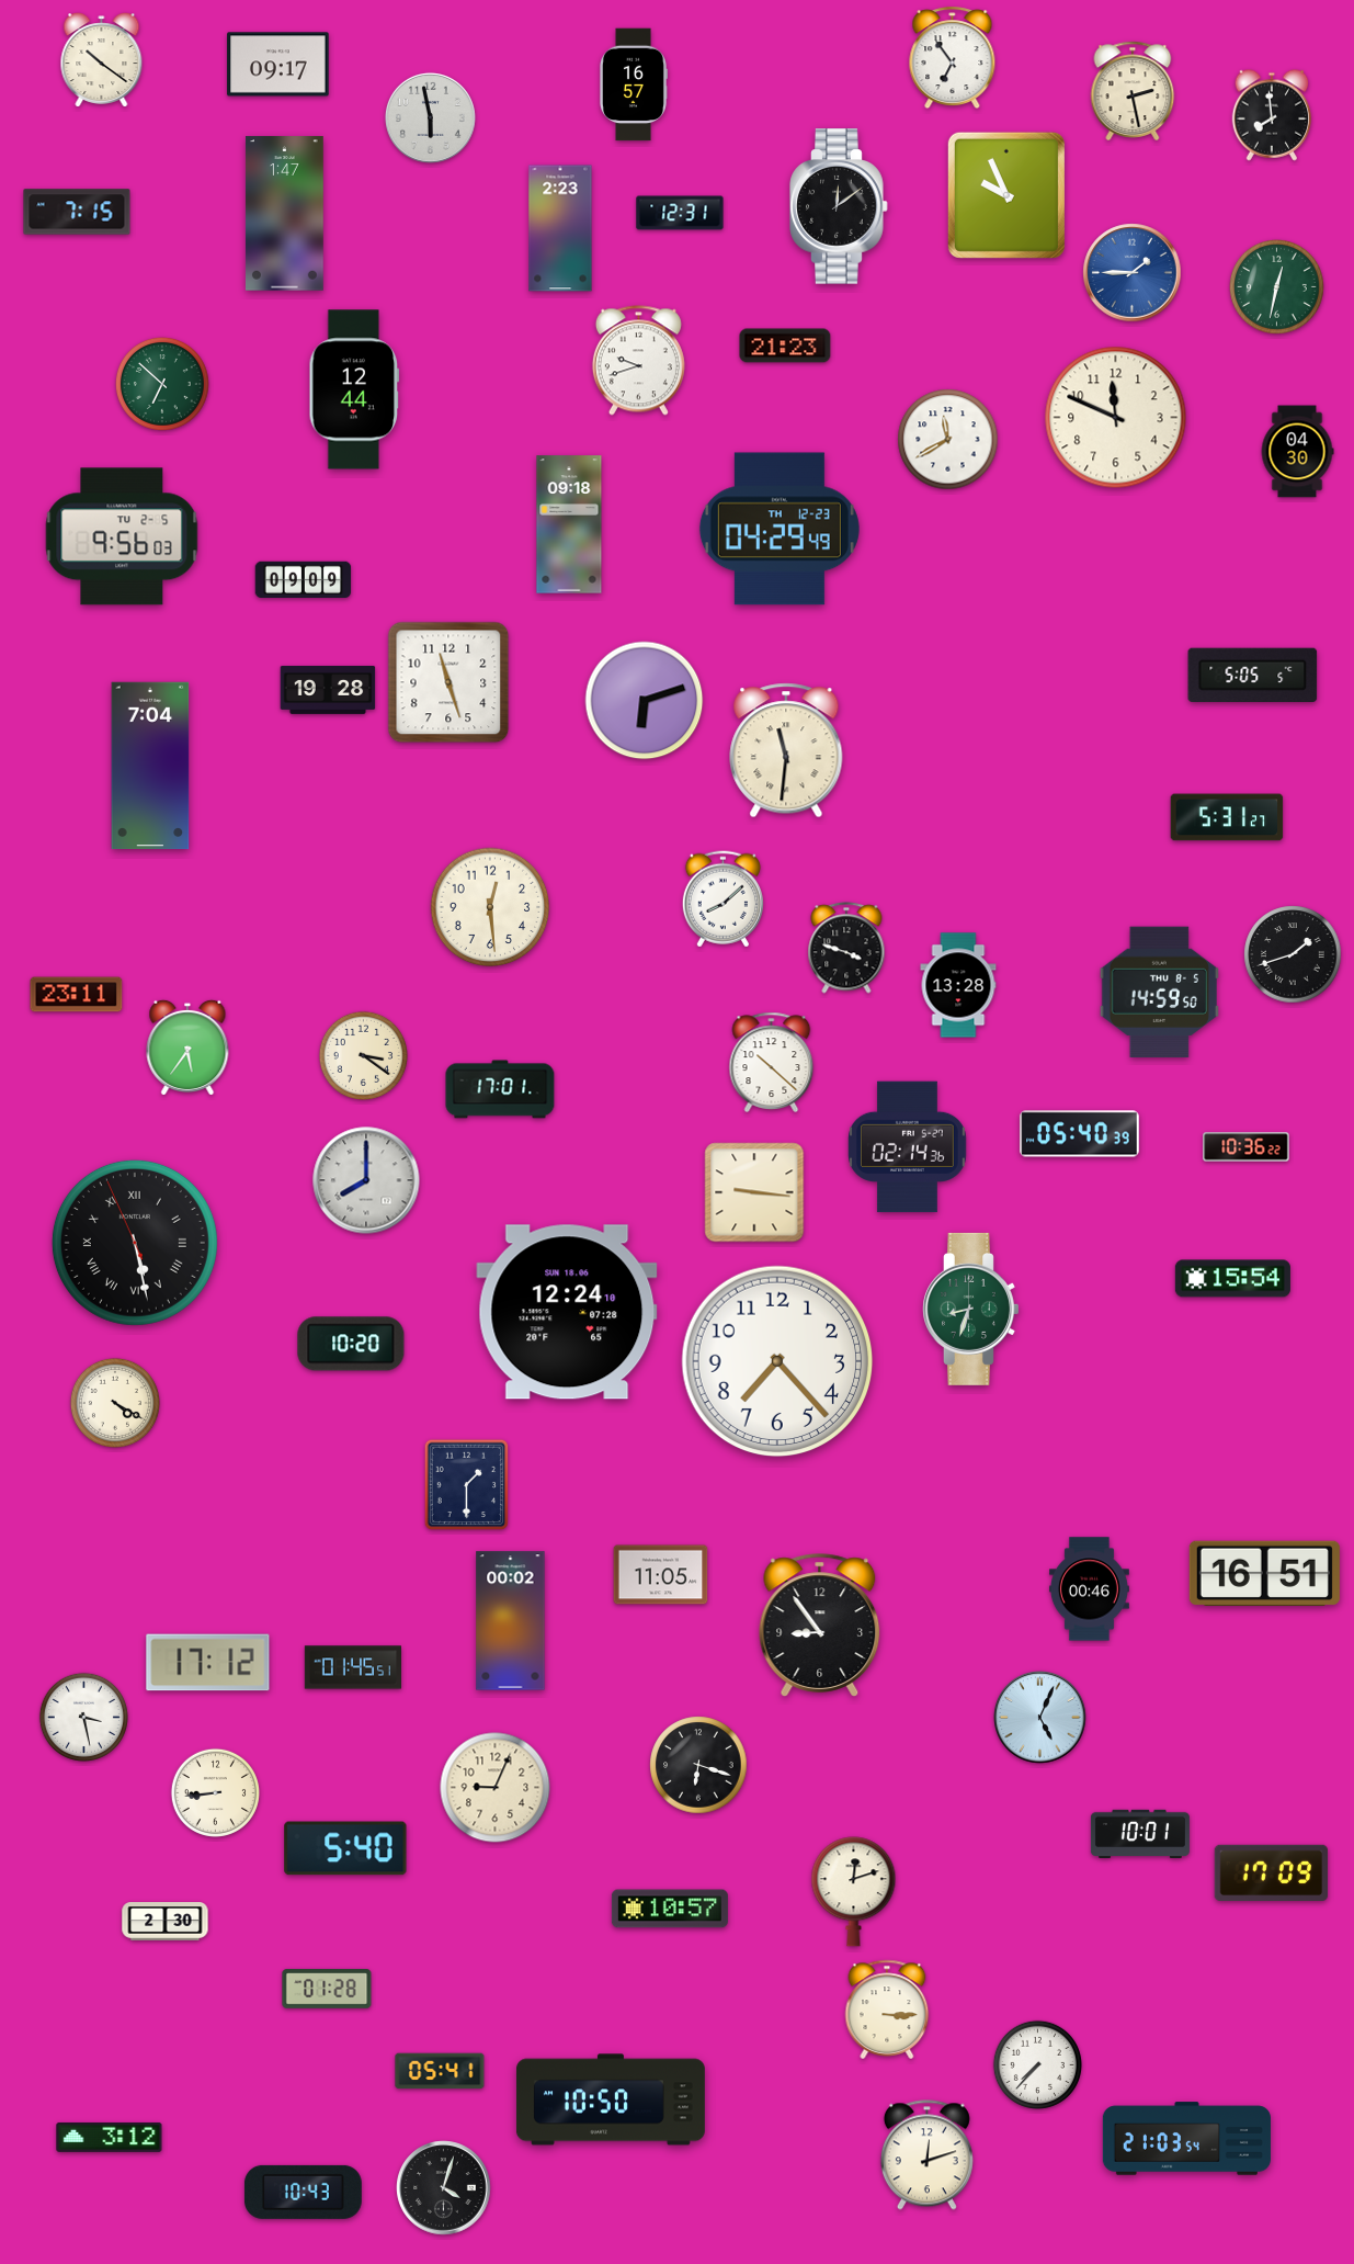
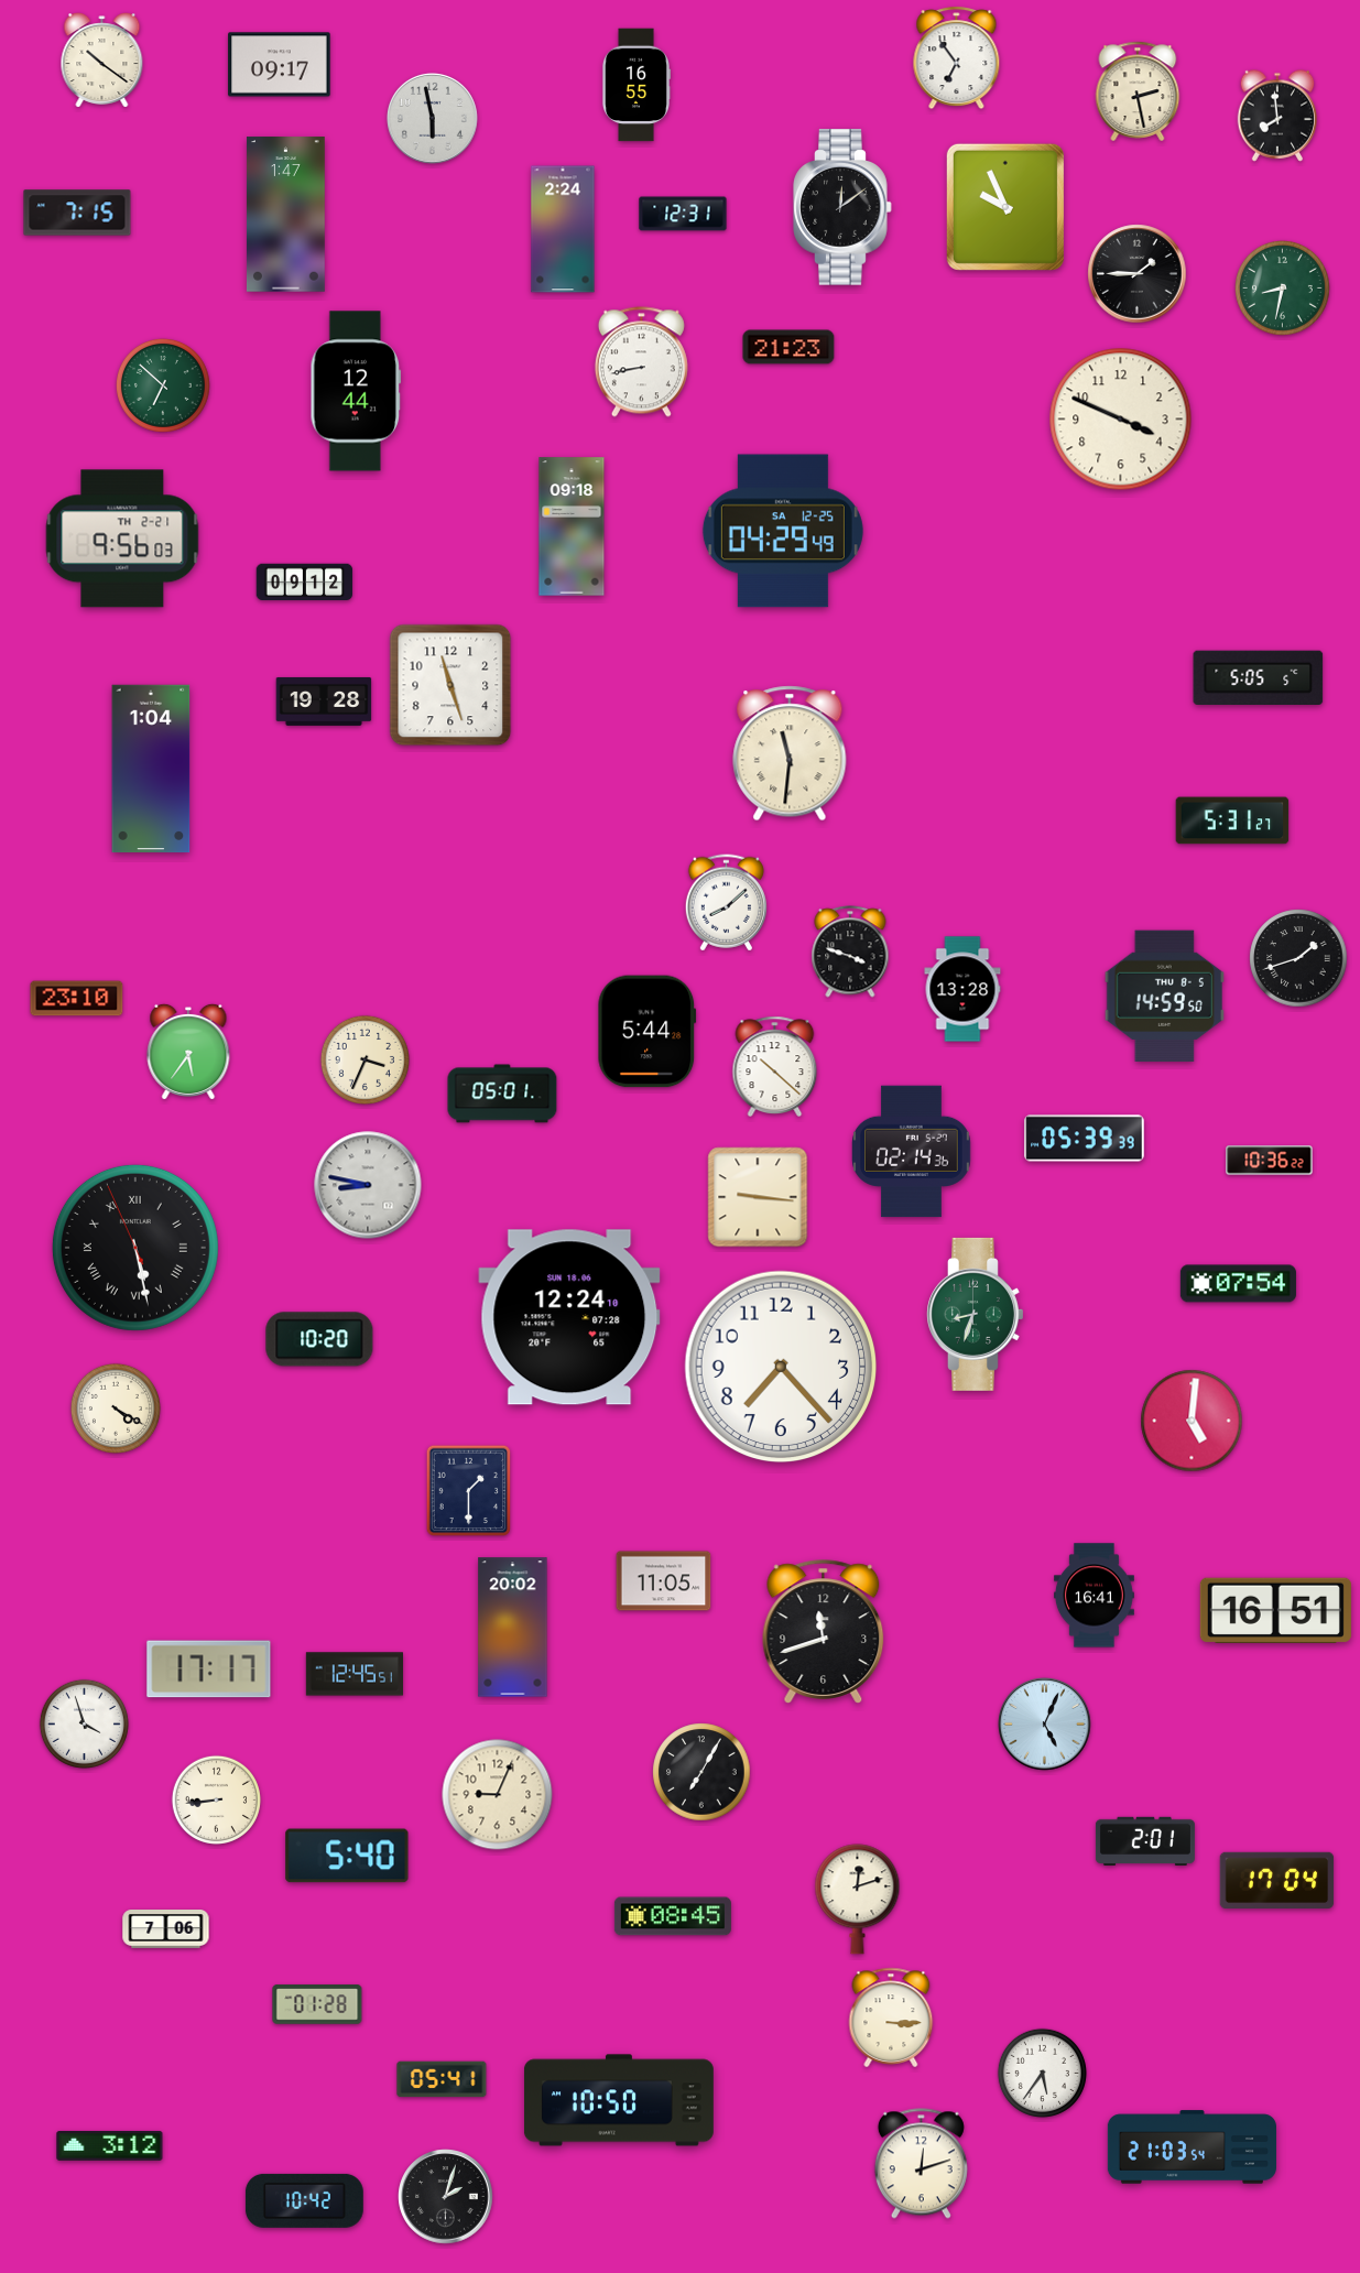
clock at (633, 84): 16:57 -> 16:55
clock at (1006, 195) position: (1006, 195) -> (1005, 207)
clock at (560, 228): 2:23 -> 2:24
clock at (1133, 273) dial: blue -> black
clock at (1277, 287): 12:32 -> 8:32
clock at (638, 361): 9:42 -> 8:43
clock at (1116, 418): 11:49 -> 3:49
clock at (948, 440): 11:40 -> none
clock at (1297, 452): 04:30 -> none
clock at (780, 529) date: TH 12-23 -> SA 12-25
clock at (122, 536) date: TU 2-5 -> TH 2-21
clock at (304, 579): 09:09 -> 09:12
clock at (328, 690) position: (328, 690) -> (324, 702)
clock at (645, 701): 6:12 -> none
clock at (150, 766): 7:04 -> 1:04
clock at (490, 907): 12:29 -> none
clock at (77, 995): 23:11 -> 23:10
clock at (648, 1032): none -> 5:44
clock at (363, 1055): 3:21 -> 3:34
clock at (500, 1089): 17:01 -> 05:01
clock at (1080, 1134): 05:40 -> 05:39
clock at (1247, 1147) position: (1247, 1147) -> (1270, 1161)
clock at (366, 1180): 8:00 -> 8:47
clock at (1232, 1279): 15:54 -> 07:54
clock at (351, 1344) position: (351, 1344) -> (319, 1339)
clock at (1192, 1421): none -> 5:01
clock at (1264, 1573) position: (1264, 1573) -> (1275, 1610)
clock at (1089, 1589): 00:46 -> 16:41
clock at (511, 1621): 00:02 -> 20:02
clock at (820, 1626): 8:54 -> 11:42
clock at (208, 1663): 17:12 -> 17:17
clock at (352, 1667): 01:45 -> 12:45
clock at (83, 1717): 3:28 -> 3:57
clock at (698, 1765): 6:18 -> 7:05
clock at (1140, 1833): 10:01 -> 2:01
clock at (1272, 1872): 17:09 -> 17:04
clock at (670, 1909): 10:57 -> 08:45
clock at (166, 1922): 2:30 -> 7:06
clock at (327, 1989) position: (327, 1989) -> (317, 2004)
clock at (1037, 2064): 7:37 -> 5:36
clock at (611, 2099) position: (611, 2099) -> (619, 2100)
clock at (926, 2155) position: (926, 2155) -> (921, 2164)
clock at (444, 2188): 4:03 -> 2:03
clock at (303, 2192): 10:43 -> 10:42
